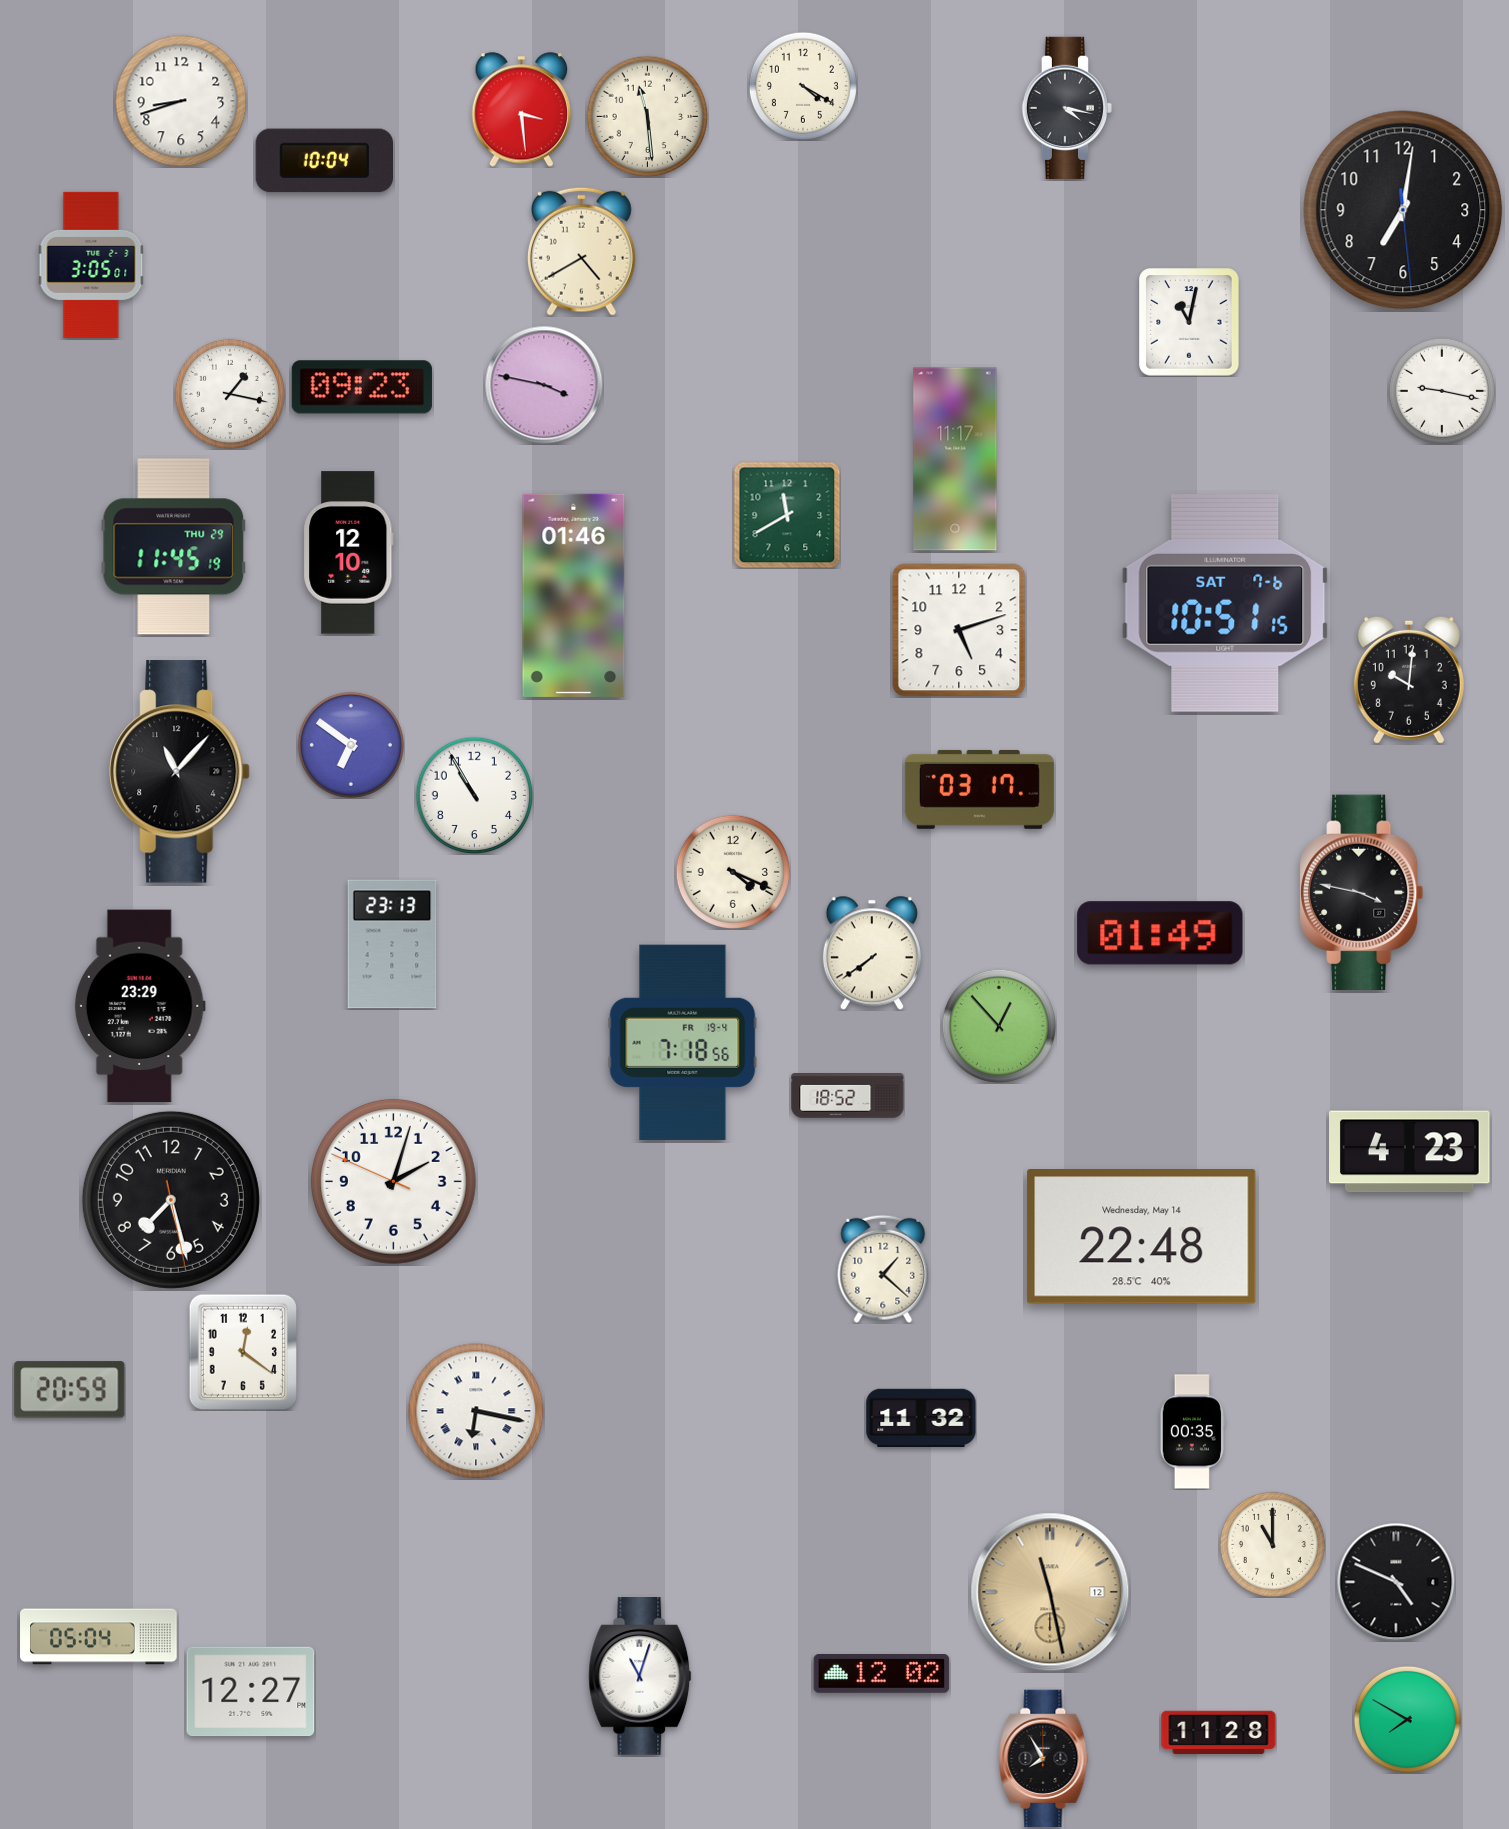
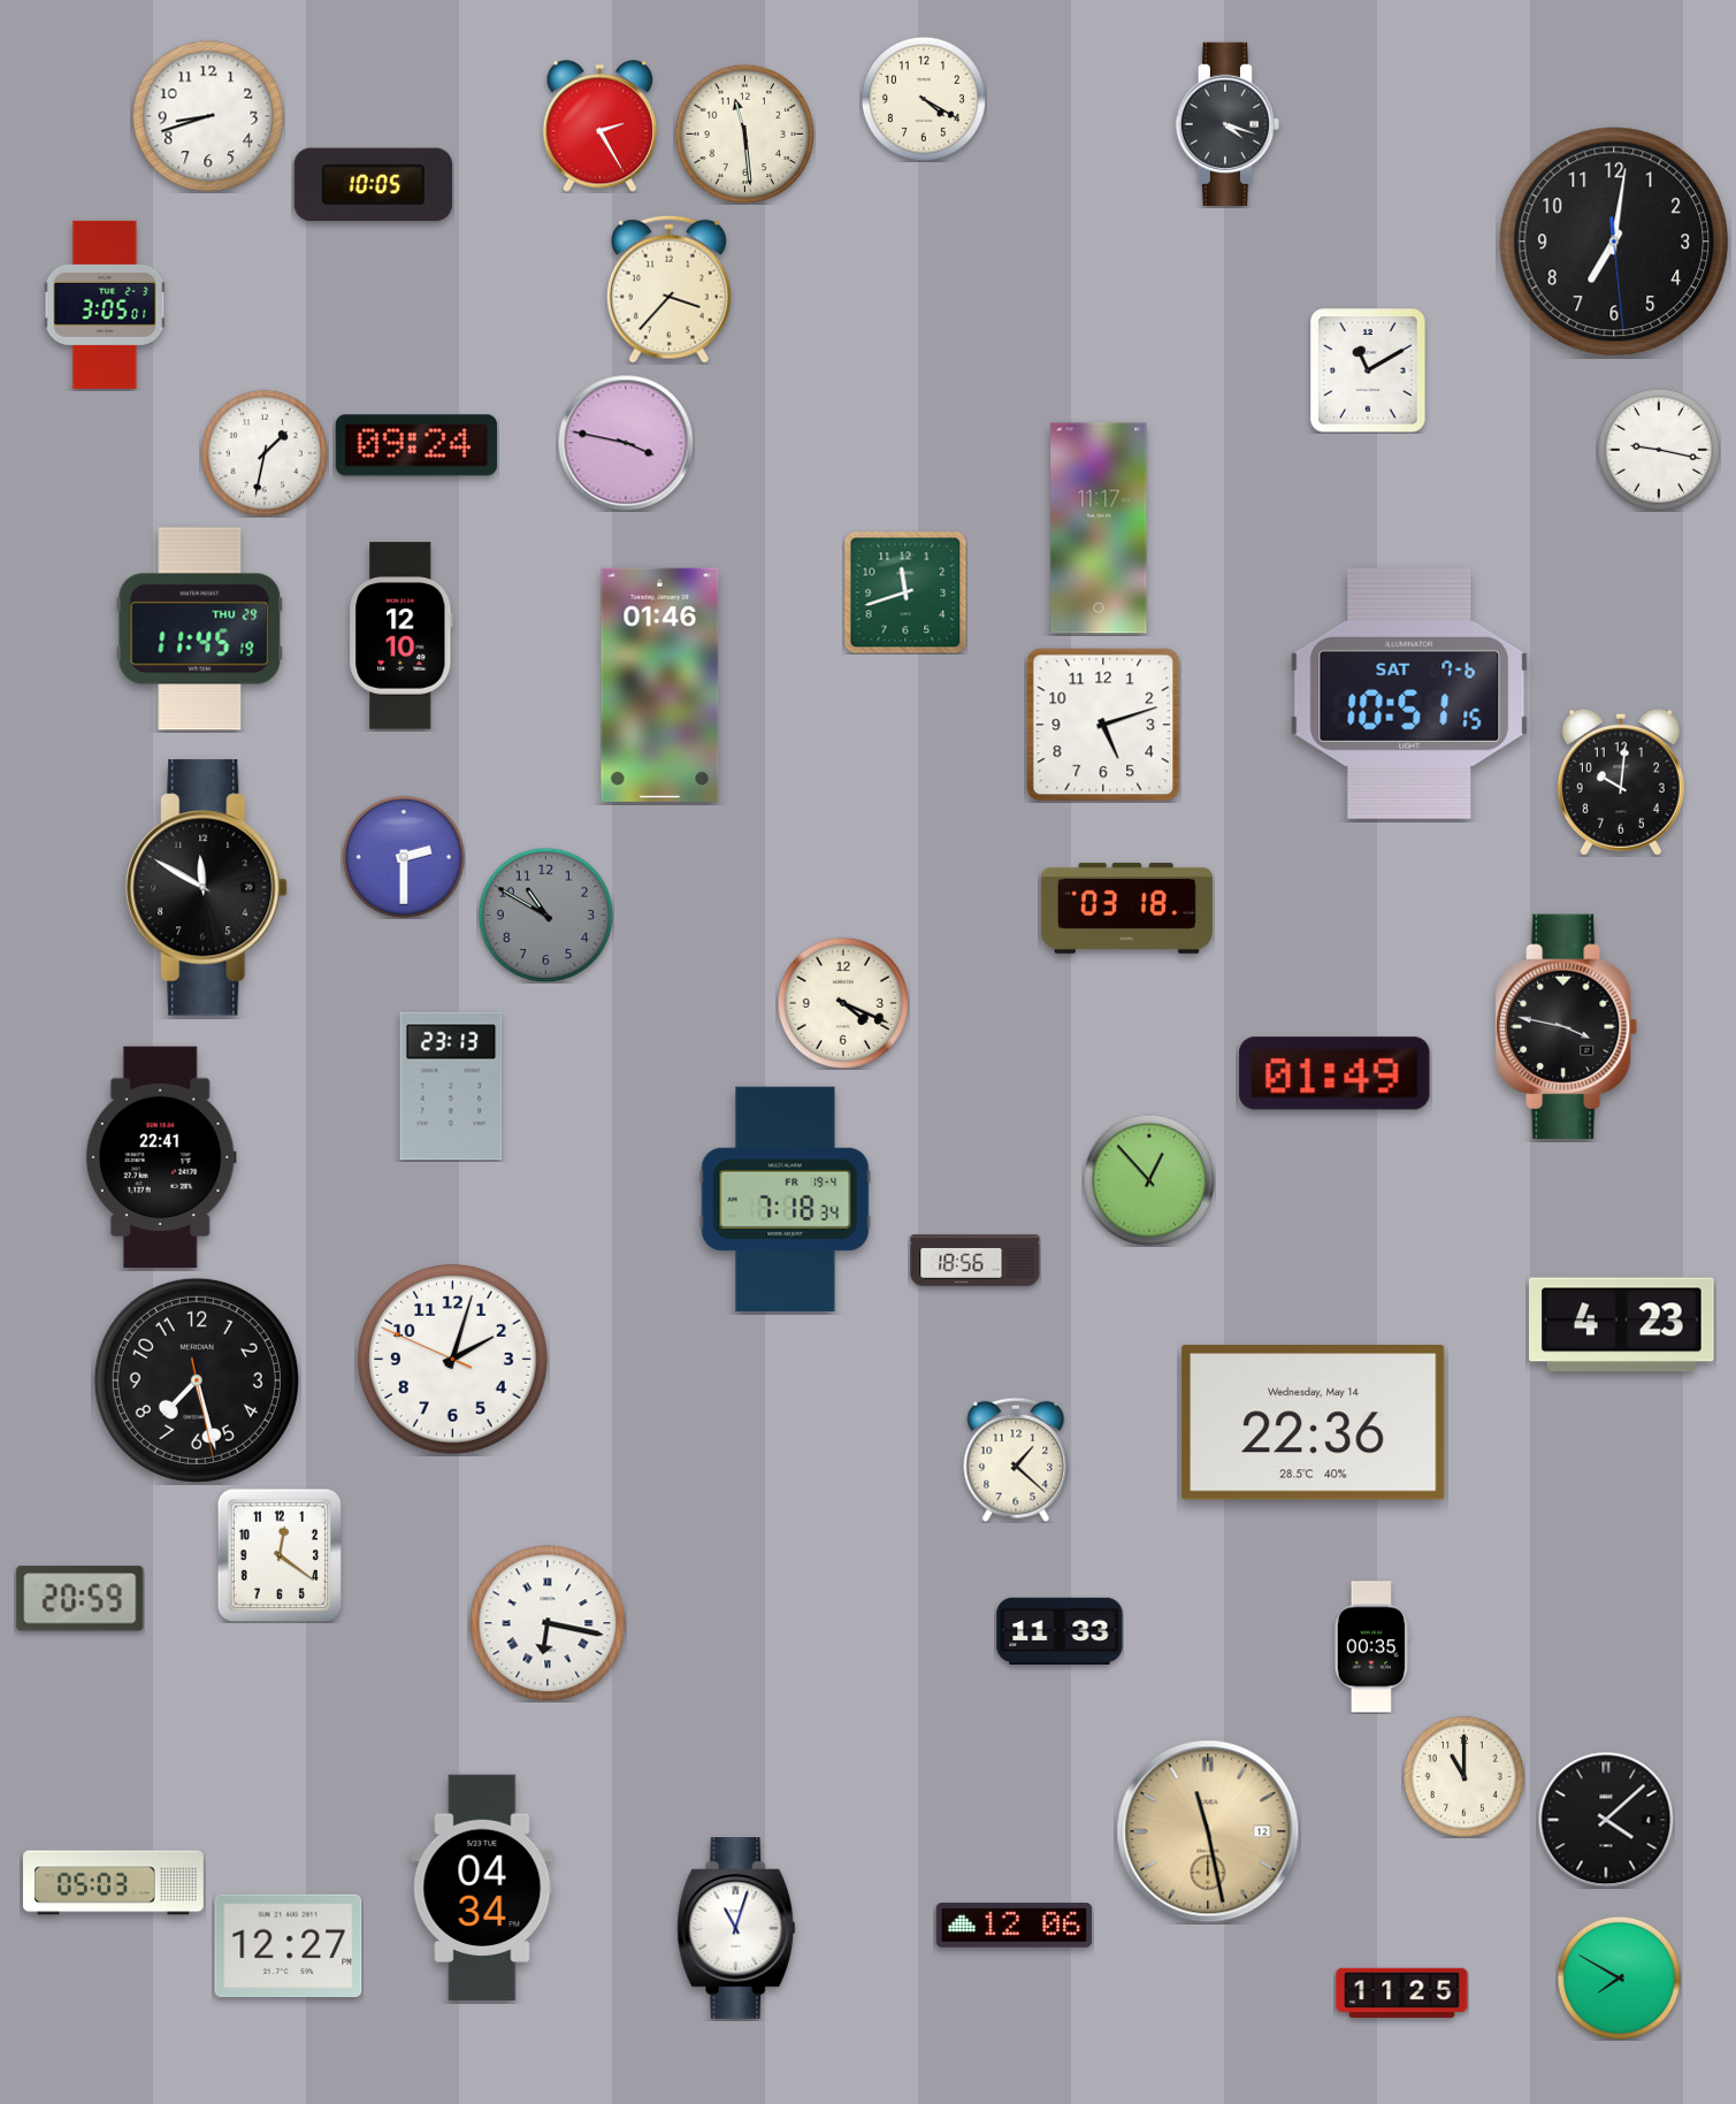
clock at (1067, 108): 4:17 -> 4:18
clock at (521, 110): 3:29 -> 2:25
clock at (324, 161): 10:04 -> 10:05
clock at (581, 251): 4:40 -> 3:37
clock at (1189, 322): 11:02 -> 11:10
clock at (362, 387): 09:23 -> 09:24
clock at (230, 394): 1:17 -> 1:32
clock at (787, 515): 11:40 -> 11:42
clock at (351, 745): 6:51 -> 2:30
clock at (180, 772): 11:07 -> 11:50
clock at (979, 789): 03:17 -> 03:18
clock at (474, 795): 10:55 -> 10:50
clock at (474, 795) dial: white -> grey
clock at (872, 953): 7:39 -> none
clock at (140, 1006): 23:29 -> 22:41
clock at (683, 1043): 7:18:56 -> 7:18:34
clock at (848, 1096): 18:52 -> 18:56
clock at (1142, 1237): 22:48 -> 22:36
clock at (921, 1418): 11:32 -> 11:33
clock at (1396, 1582): 4:49 -> 4:08
clock at (99, 1637): 05:04 -> 05:03
clock at (482, 1888): none -> 04:34
clock at (882, 1674): 12:02 -> 12:06
clock at (1219, 1732): 11:28 -> 11:25
clock at (1044, 1759): 7:55 -> none
